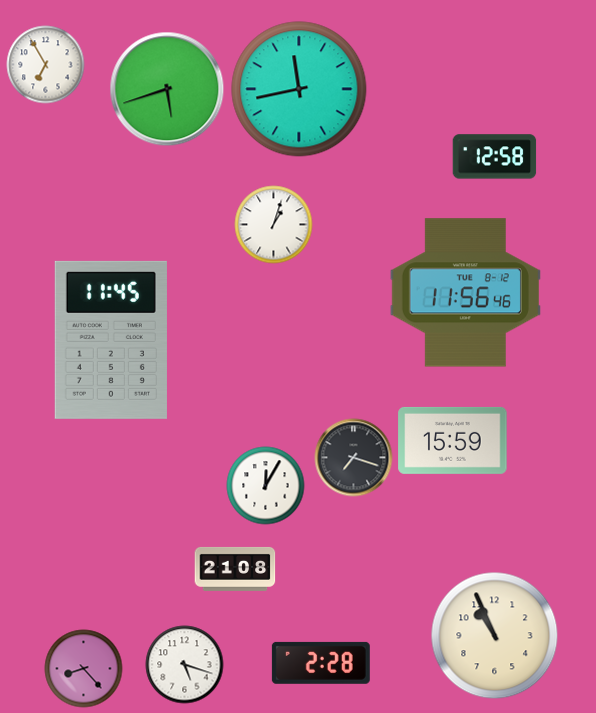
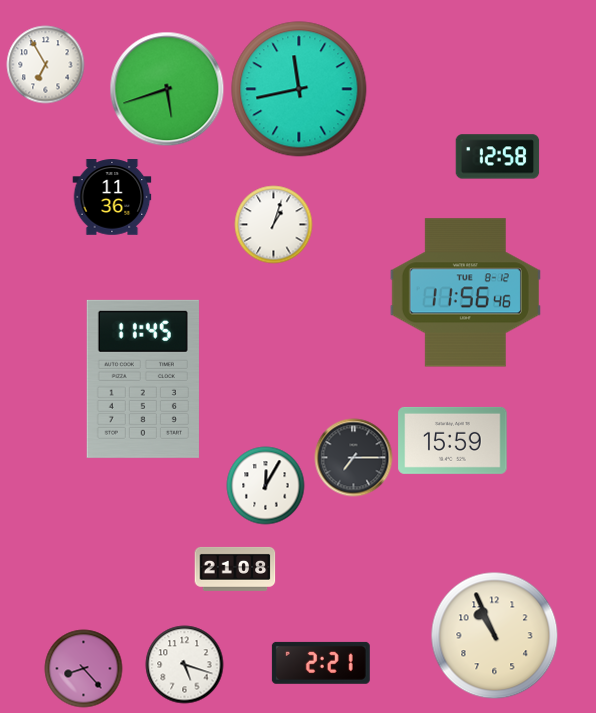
clock at (494, 157) position: (494, 157) -> (497, 157)
clock at (112, 197): none -> 11:36
clock at (111, 340) position: (111, 340) -> (143, 379)
clock at (353, 457): 7:18 -> 7:15
clock at (321, 663): 2:28 -> 2:21
